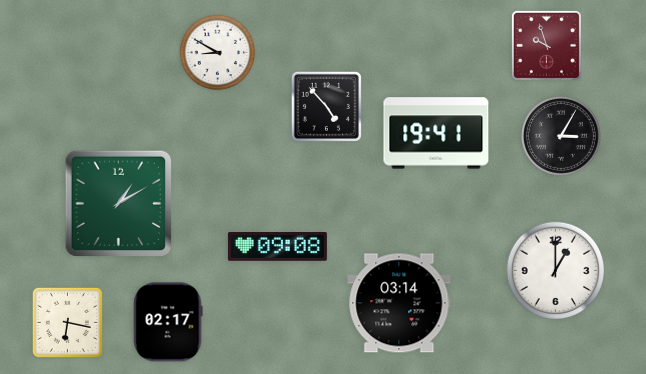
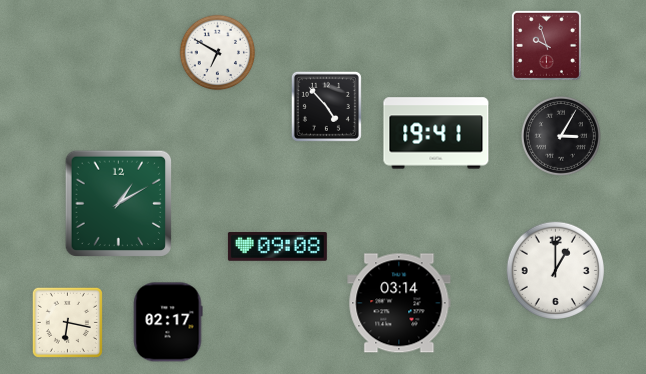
clock at (218, 53): 8:50 -> 6:50
